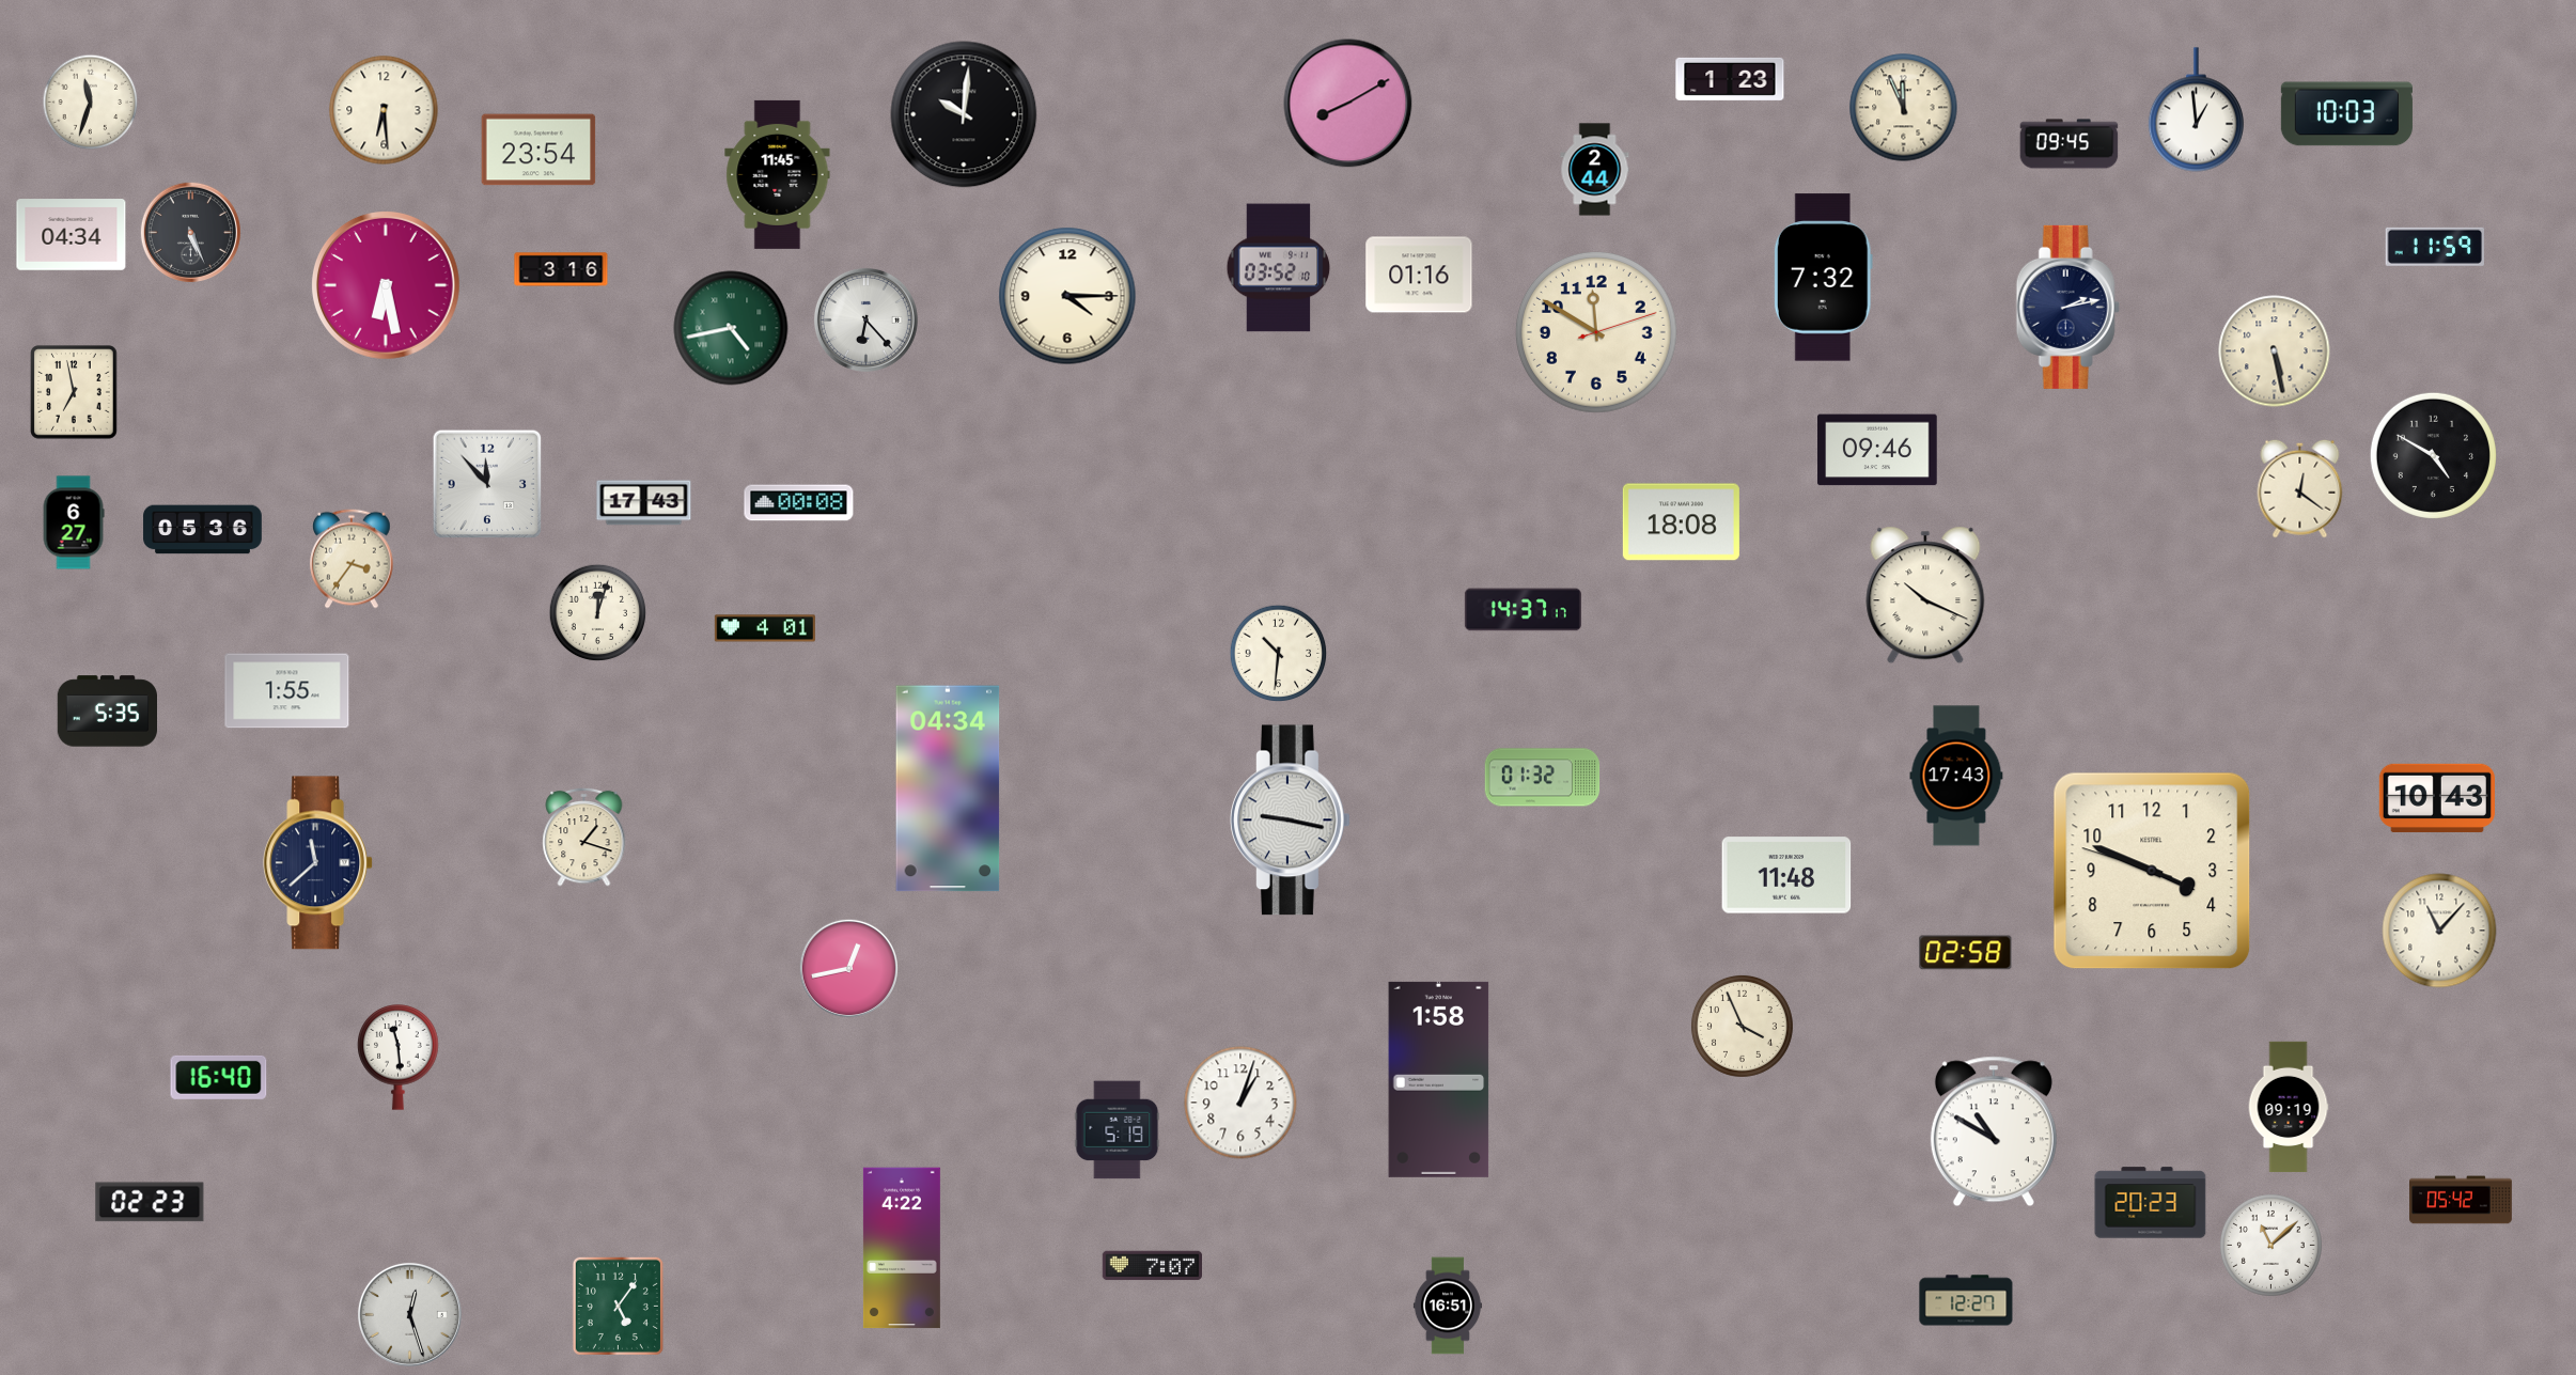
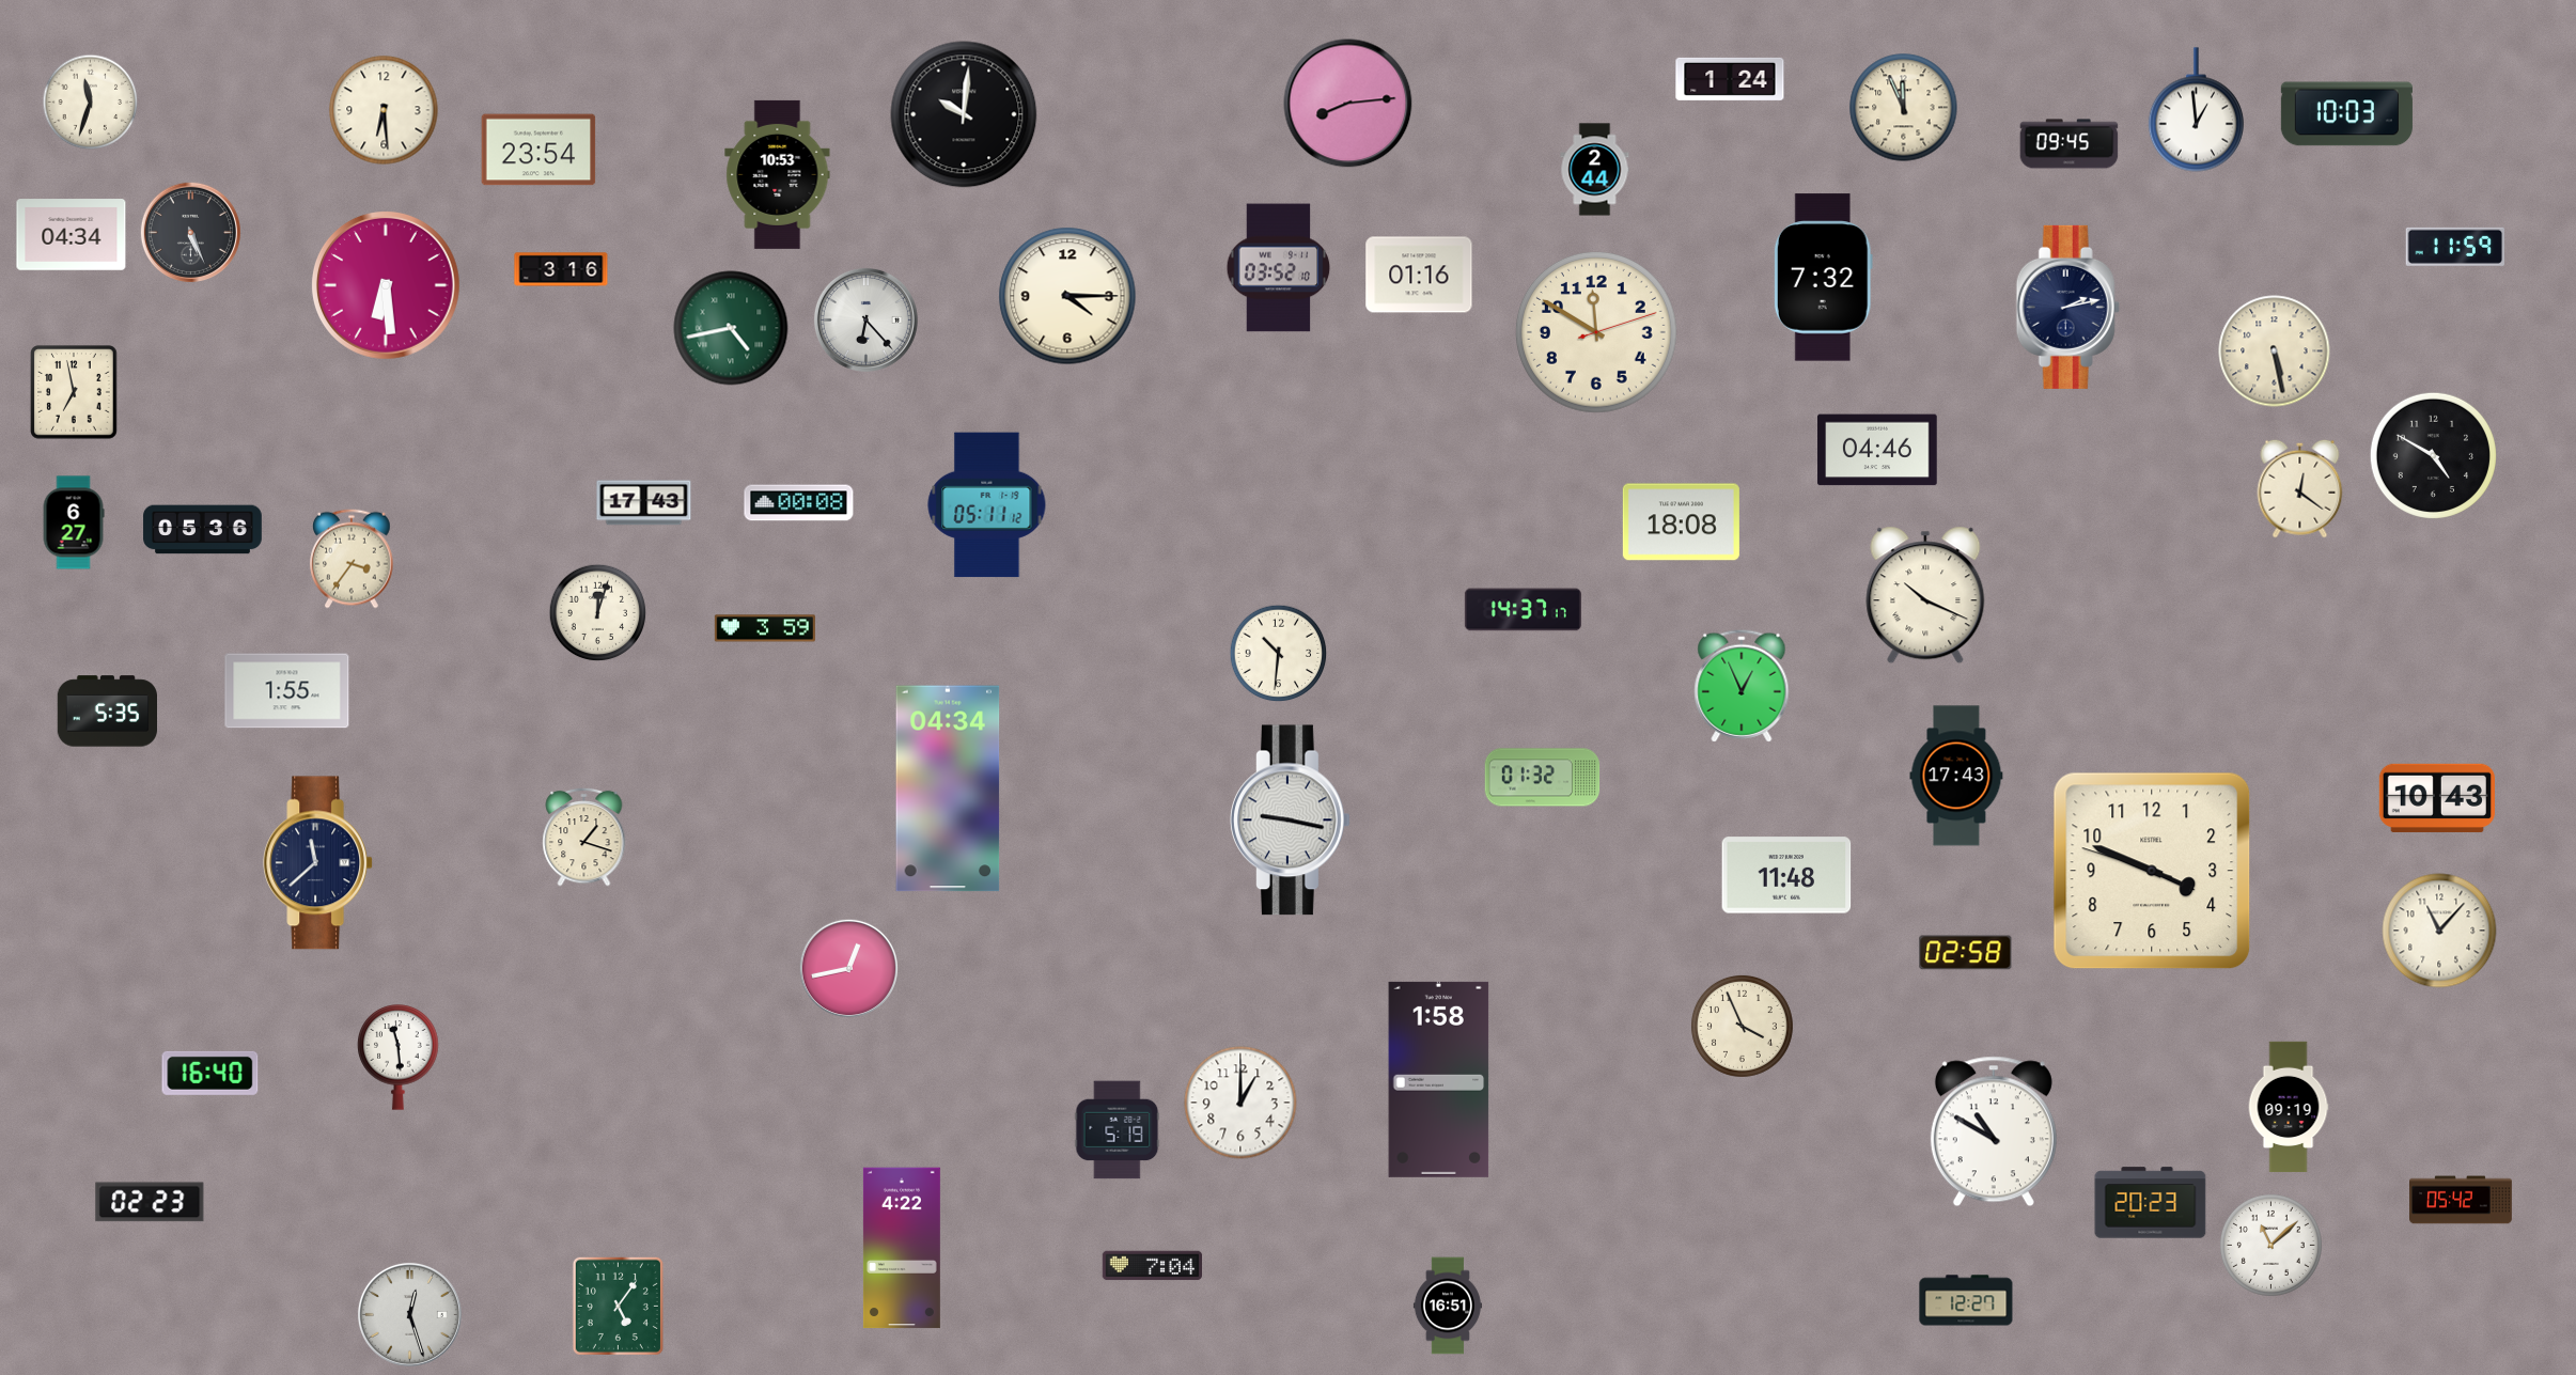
clock at (1730, 79): 1:23 -> 1:24
clock at (1348, 104): 8:10 -> 8:14
clock at (778, 174): 11:45 -> 10:53
clock at (2435, 247) position: (2435, 247) -> (2455, 247)
clock at (386, 285): 6:28 -> 6:29
clock at (1877, 450): 09:46 -> 04:46
clock at (487, 484): 11:53 -> none
clock at (987, 505): none -> 05:11
clock at (765, 628): 4:01 -> 3:59
clock at (1742, 686): none -> 12:56
clock at (219, 1077) position: (219, 1077) -> (210, 1073)
clock at (1240, 1103): 1:03 -> 1:00
clock at (1152, 1266): 7:07 -> 7:04
